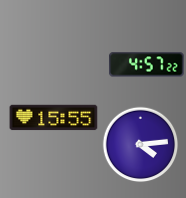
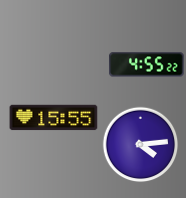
clock at (147, 65): 4:57 -> 4:55
